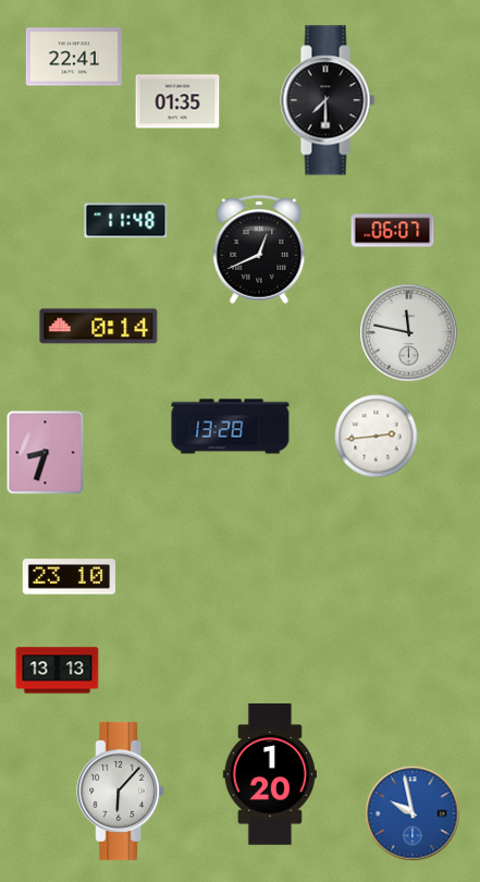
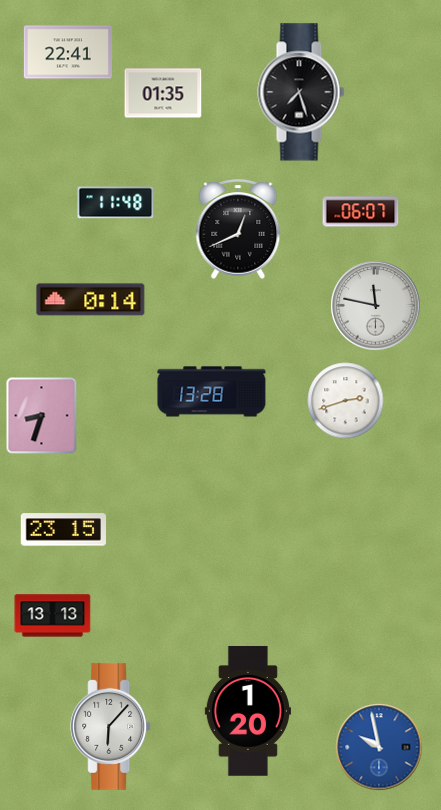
clock at (328, 100): 7:30 -> 7:27
clock at (377, 437): 2:44 -> 2:42
clock at (69, 577): 23:10 -> 23:15
